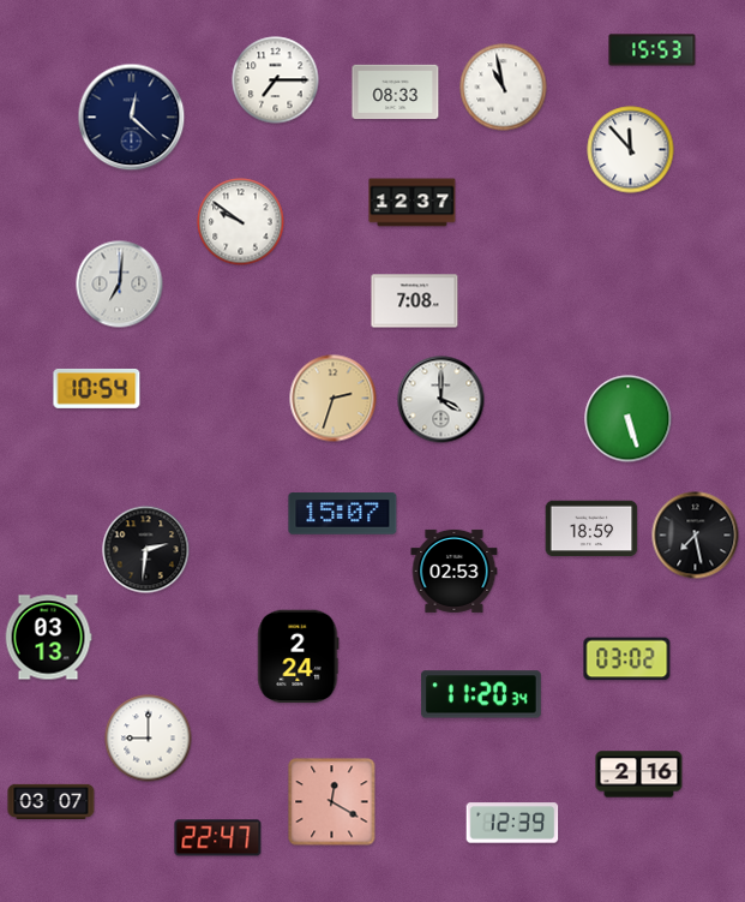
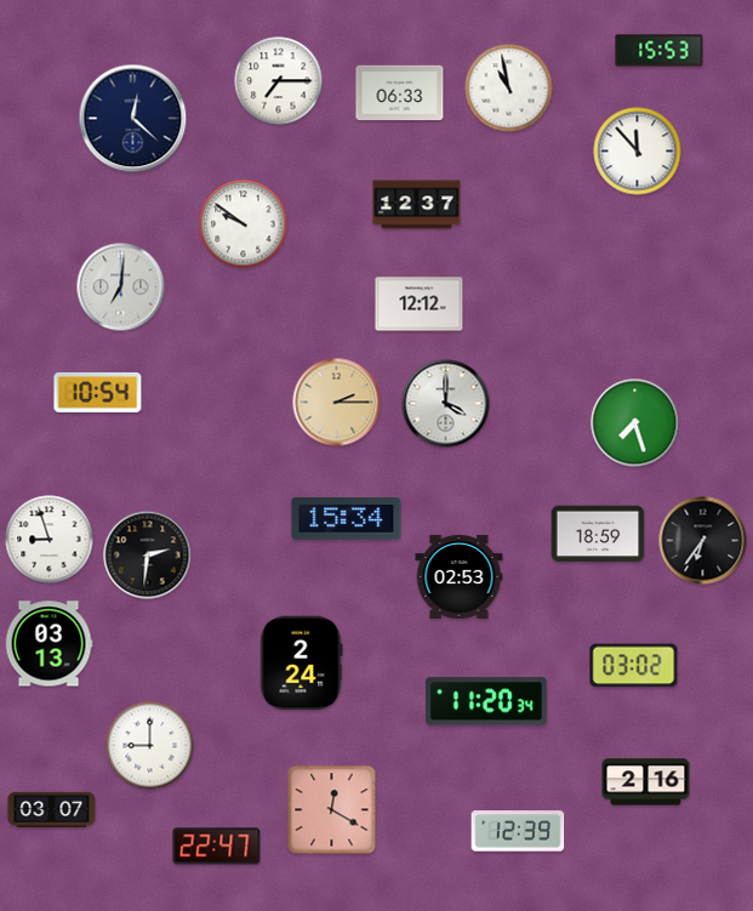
clock at (396, 92): 08:33 -> 06:33
clock at (415, 301): 7:08 -> 12:12
clock at (334, 399): 2:33 -> 2:15
clock at (629, 419): 5:27 -> 7:27
clock at (343, 514): 15:07 -> 15:34
clock at (50, 540): none -> 8:57
clock at (696, 536): 7:28 -> 6:36
clock at (332, 802) position: (332, 802) -> (332, 810)
clock at (218, 838) position: (218, 838) -> (217, 847)
